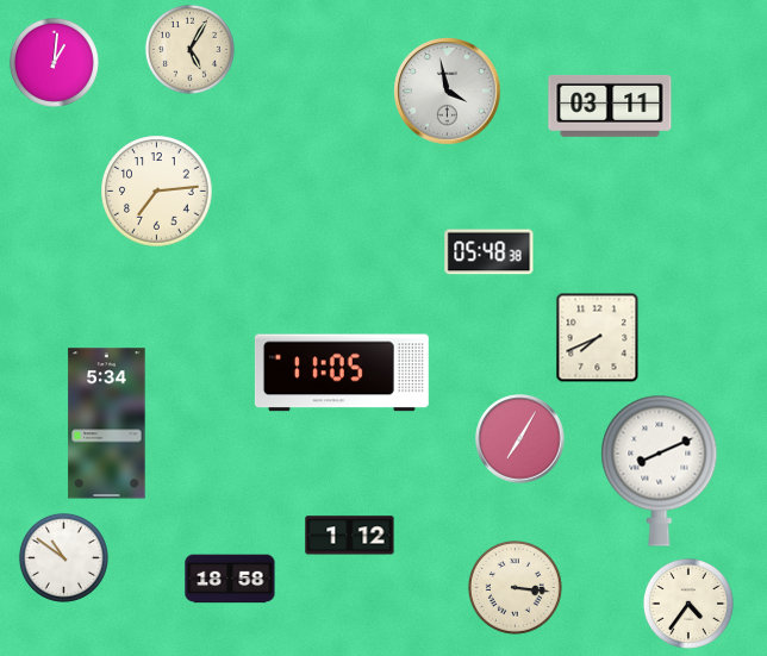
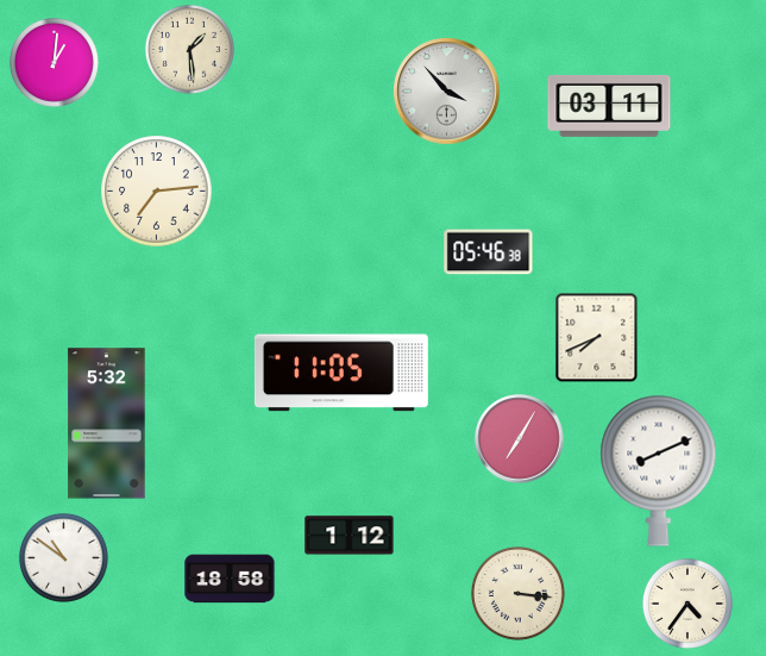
clock at (189, 49): 5:05 -> 1:29
clock at (448, 92): 3:58 -> 3:53
clock at (489, 252): 05:48 -> 05:46
clock at (107, 424): 5:34 -> 5:32
clock at (515, 587) position: (515, 587) -> (517, 593)
